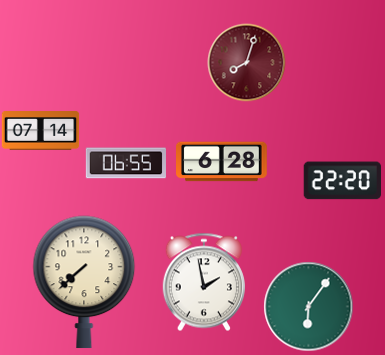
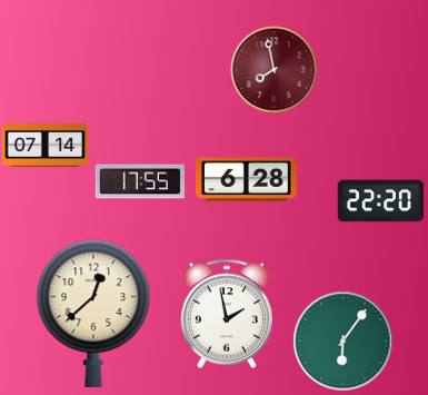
clock at (246, 62): 8:03 -> 7:58
clock at (125, 163): 06:55 -> 17:55
clock at (84, 282): 7:38 -> 12:38
